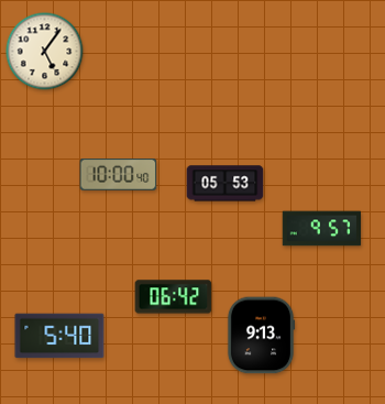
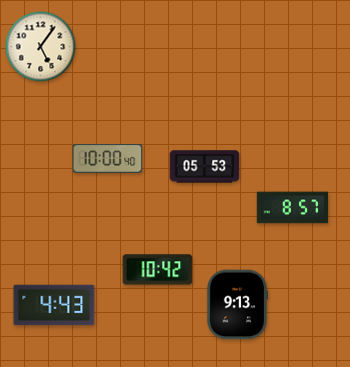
clock at (322, 229): 9:57 -> 8:57
clock at (174, 297): 06:42 -> 10:42
clock at (59, 336): 5:40 -> 4:43
